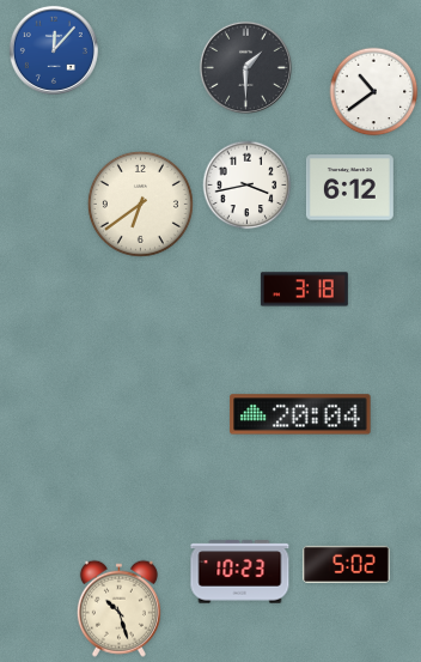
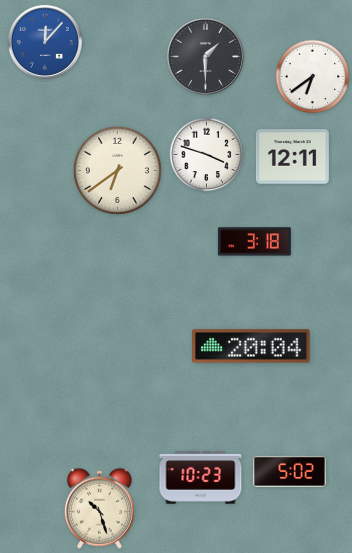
clock at (374, 92): 10:39 -> 6:39
clock at (248, 186): 3:43 -> 3:48
clock at (349, 188): 6:12 -> 12:11
